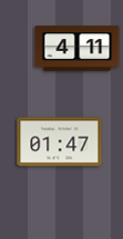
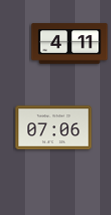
clock at (60, 142): 01:47 -> 07:06
